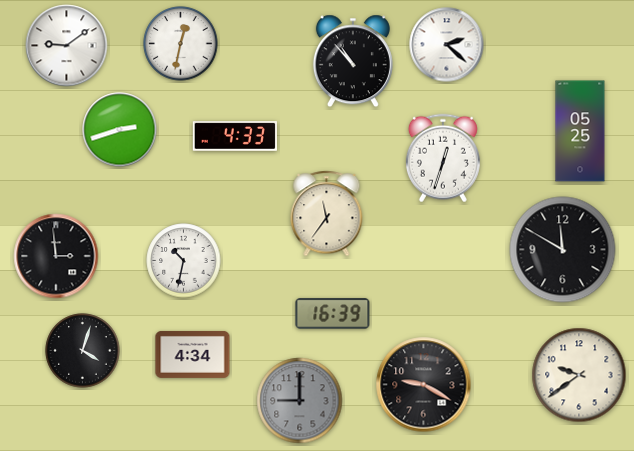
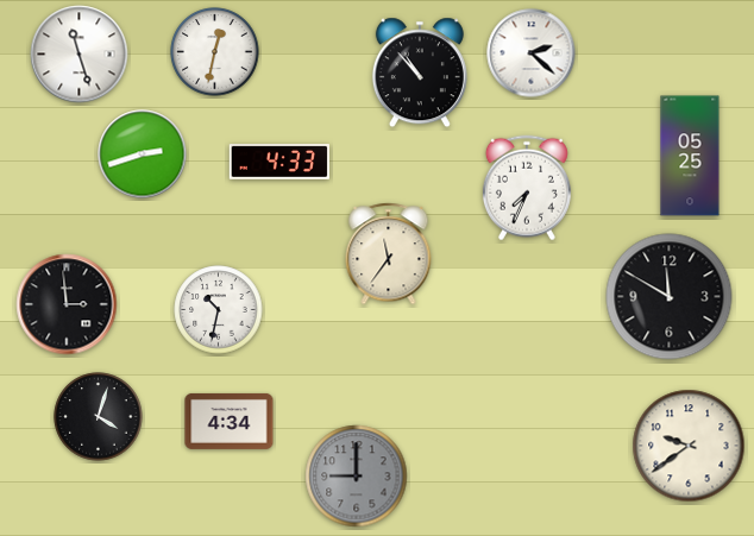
clock at (67, 46): 9:09 -> 11:27
clock at (443, 158): 12:33 -> 7:34
clock at (333, 314): 16:39 -> none
clock at (424, 385): 9:20 -> none
